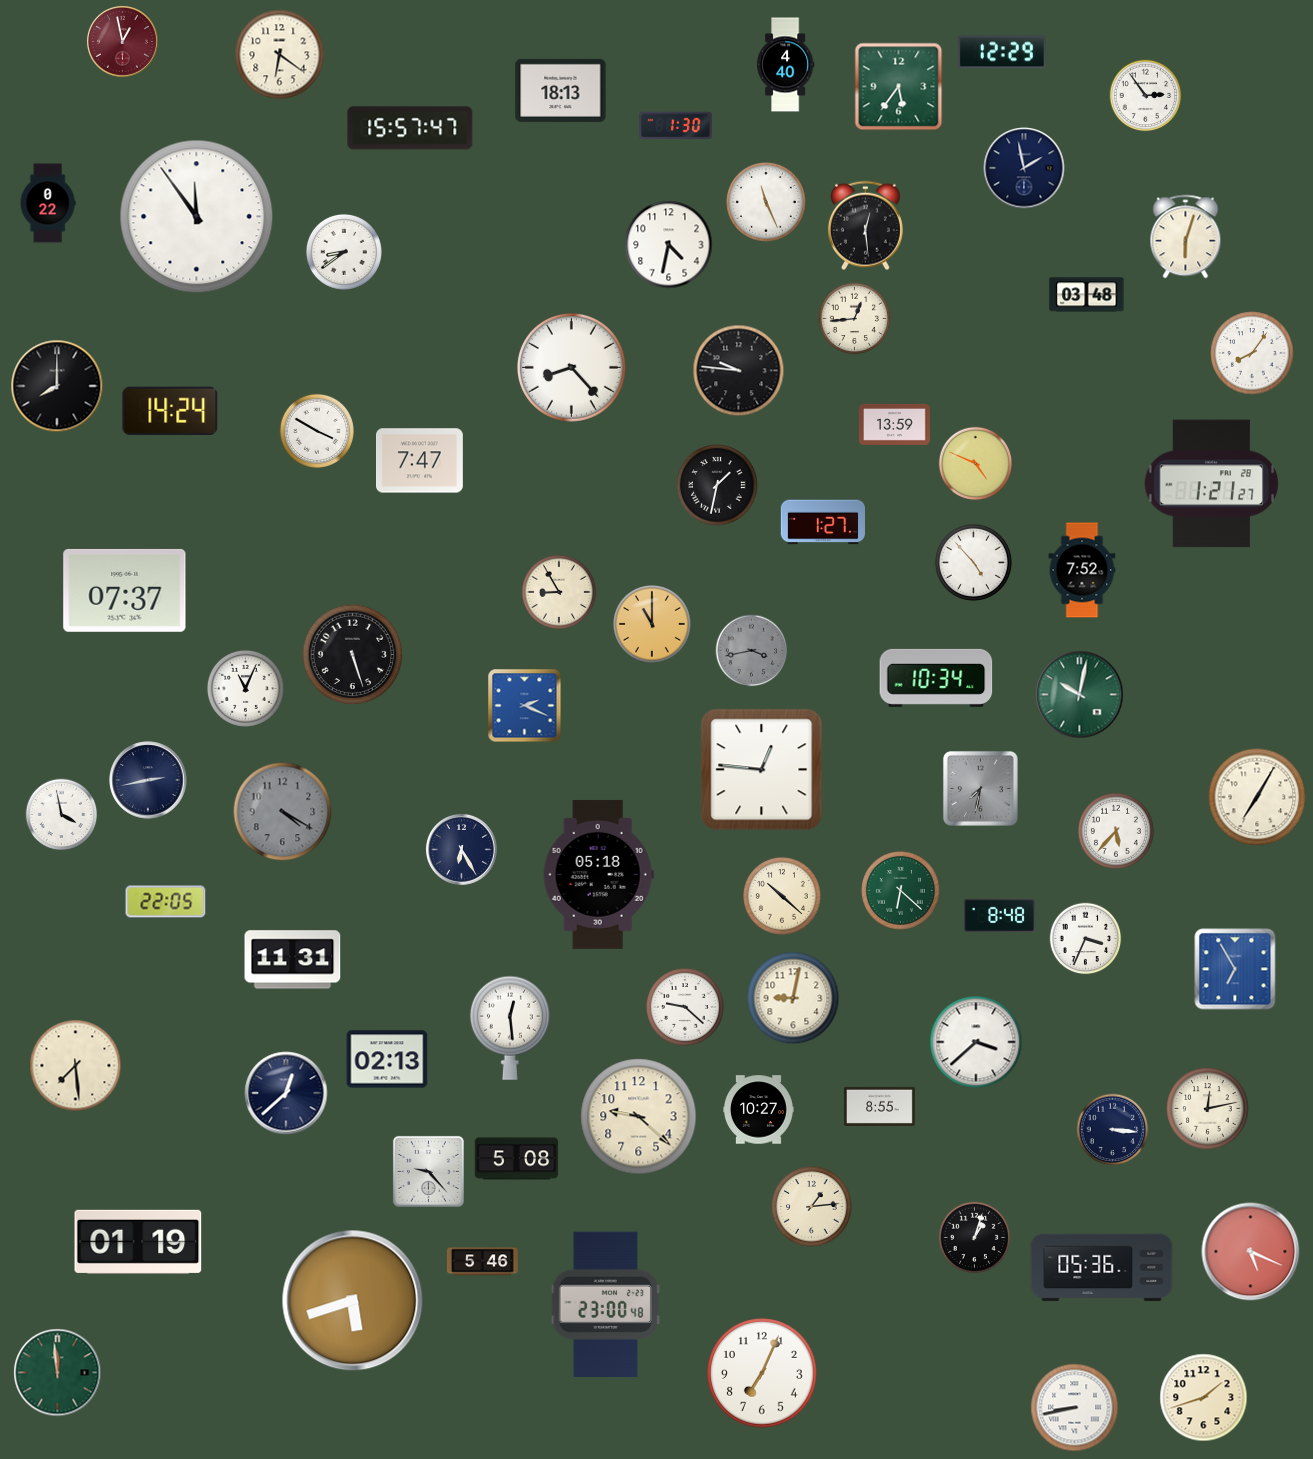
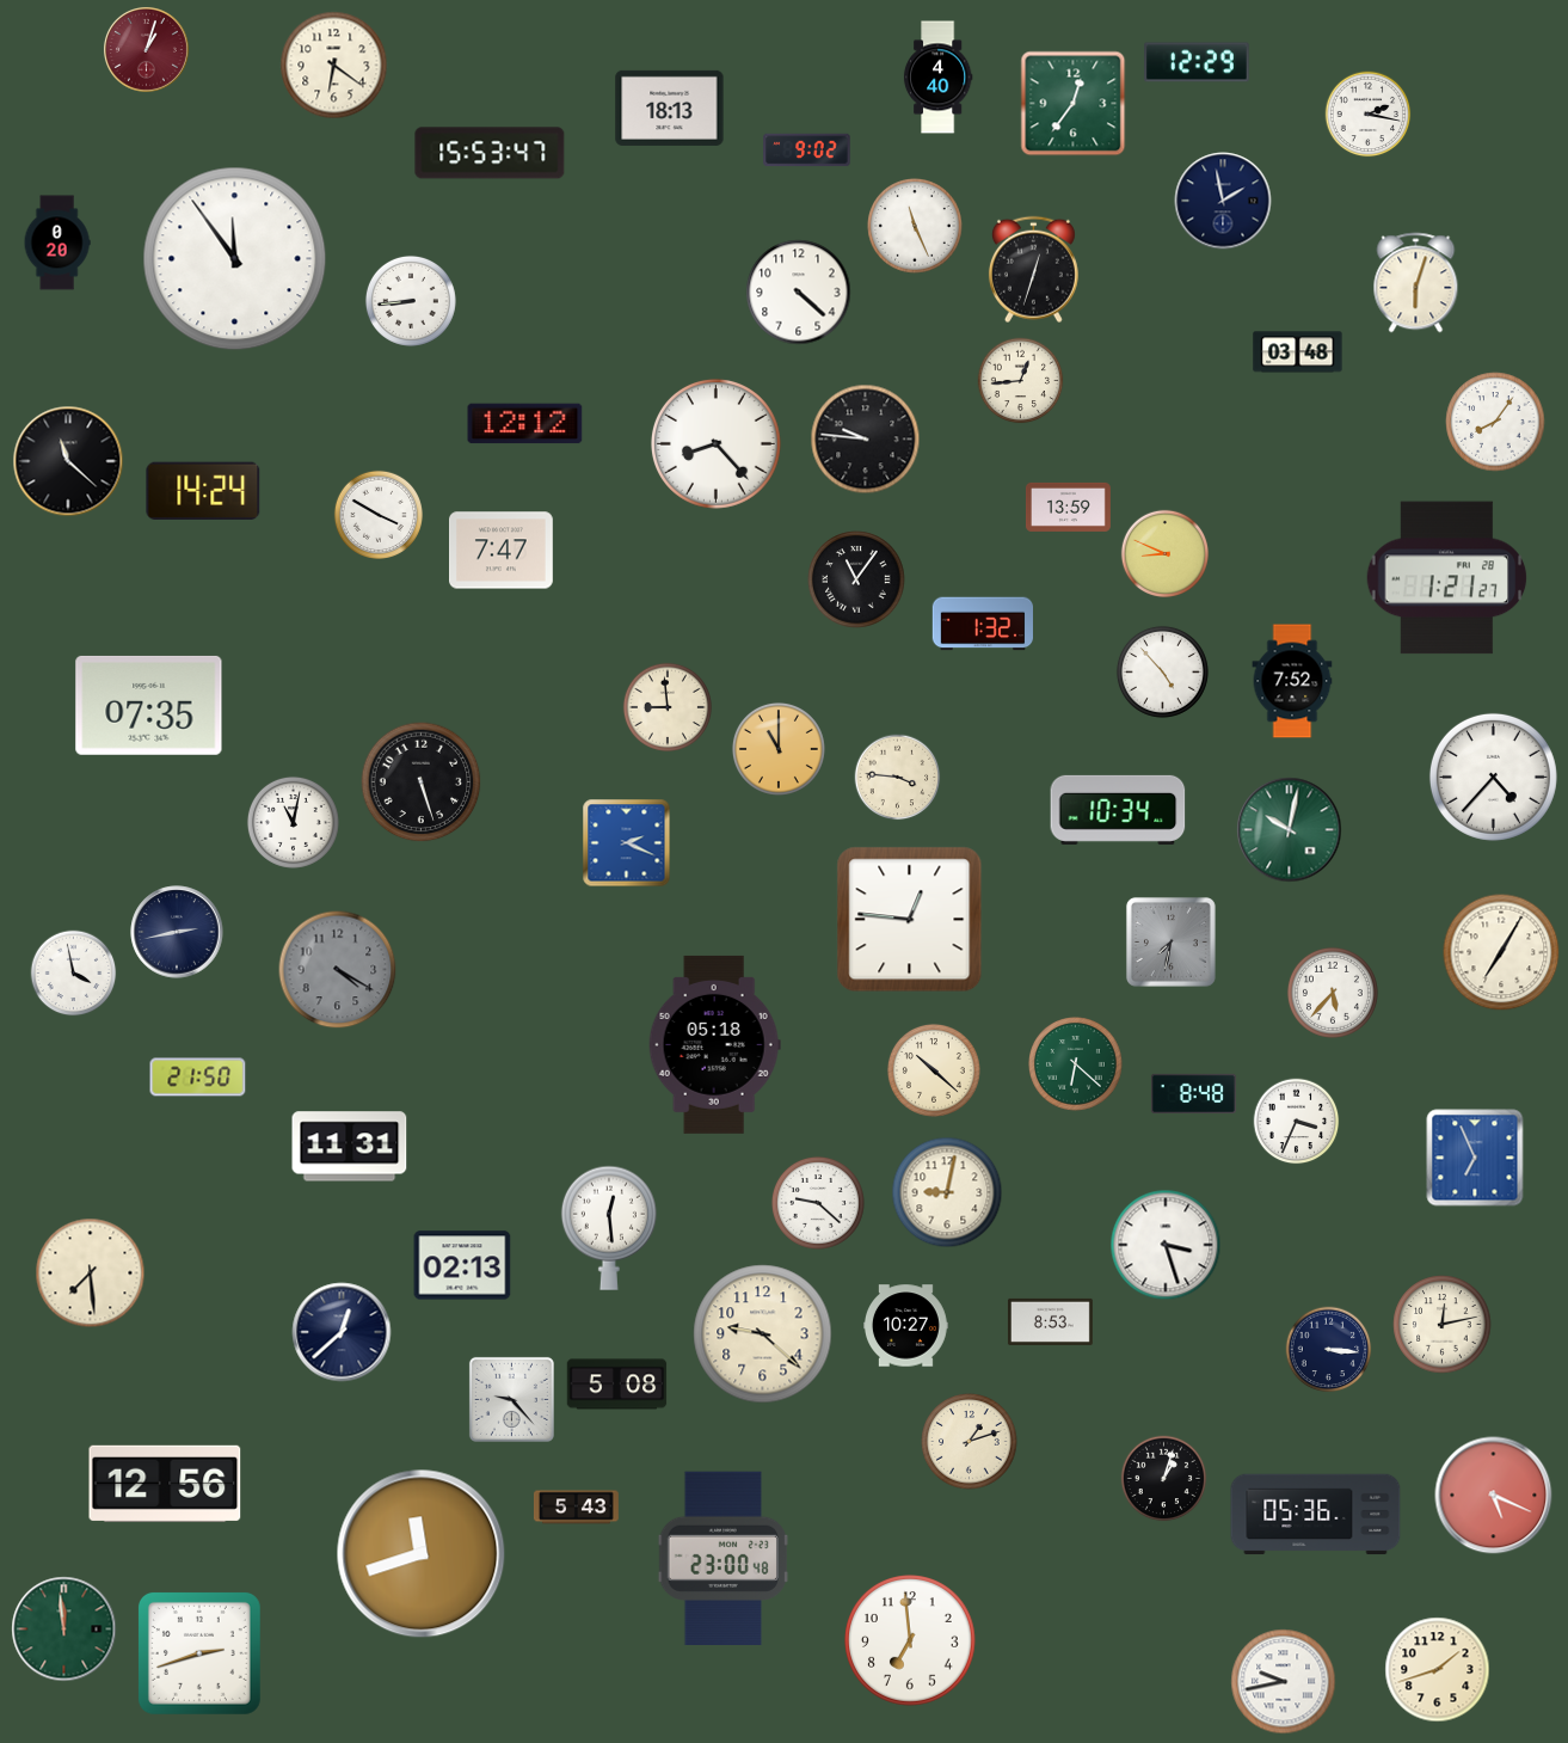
clock at (122, 41): 12:58 -> 1:03
clock at (899, 87): 5:36 -> 12:36
clock at (1146, 96): 2:54 -> 2:17
clock at (676, 126): 1:30 -> 9:02
clock at (410, 128): 15:57 -> 15:53
clock at (766, 202) position: (766, 202) -> (915, 226)
clock at (48, 203): 0:22 -> 0:20
clock at (865, 226): 12:29 -> 12:33
clock at (669, 245): 4:32 -> 4:22
clock at (344, 252): 8:39 -> 8:44
clock at (525, 424): none -> 12:12
clock at (571, 367) position: (571, 367) -> (715, 443)
clock at (739, 371) position: (739, 371) -> (866, 440)
clock at (57, 386): 8:00 -> 11:22
clock at (975, 463): 4:49 -> 8:49
clock at (717, 485): 1:32 -> 11:06
clock at (822, 522): 1:27 -> 1:32
clock at (125, 590): 07:37 -> 07:35
clock at (559, 592): 8:55 -> 8:59
clock at (652, 624) position: (652, 624) -> (779, 749)
clock at (1493, 777): none -> 4:37
clock at (752, 651): 3:43 -> 3:46
clock at (752, 651) dial: grey -> cream
clock at (245, 688): 11:04 -> 11:02
clock at (461, 849): 6:25 -> none
clock at (166, 902): 22:05 -> 21:50
clock at (1235, 969): 6:55 -> 6:56
clock at (976, 1042): 3:38 -> 3:27
clock at (286, 1093) position: (286, 1093) -> (342, 1332)
clock at (879, 1106): 8:55 -> 8:53
clock at (812, 1207): 1:14 -> 1:12
clock at (138, 1242): 01:19 -> 12:56
clock at (482, 1262): 5:46 -> 5:43
clock at (353, 1301): 5:42 -> 11:42
clock at (58, 1373) position: (58, 1373) -> (64, 1630)
clock at (763, 1374): 7:04 -> 6:59
clock at (199, 1653): none -> 2:42
clock at (1075, 1408): 8:43 -> 9:43
